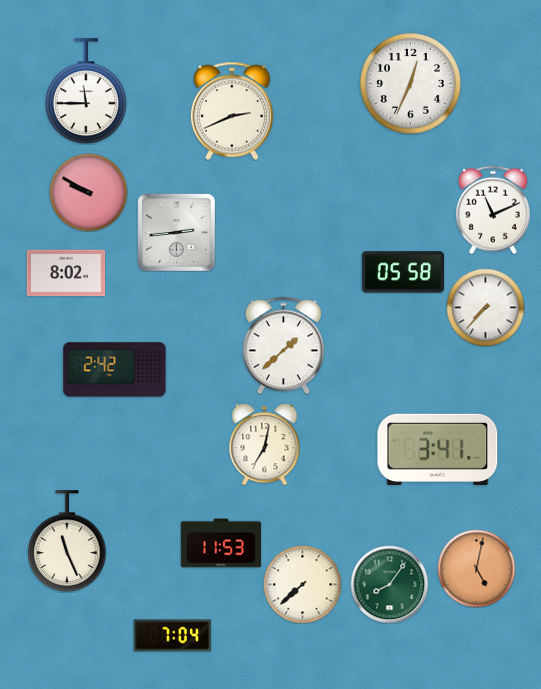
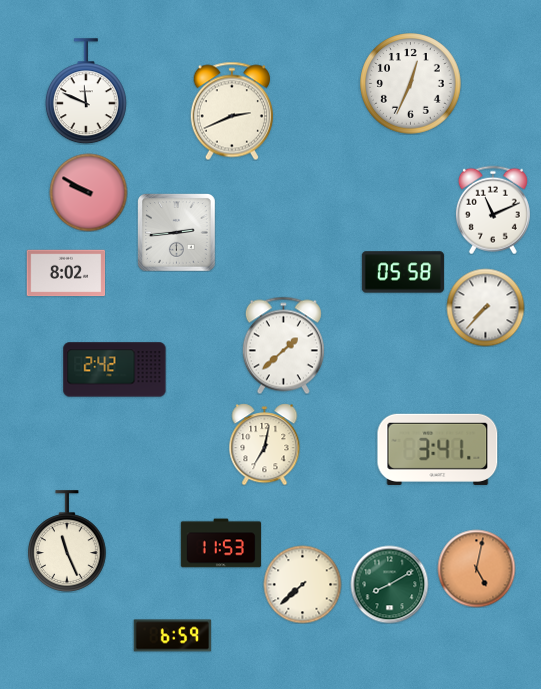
clock at (86, 91): 11:45 -> 11:49
clock at (389, 584): 8:06 -> 8:10
clock at (172, 636): 7:04 -> 6:59
